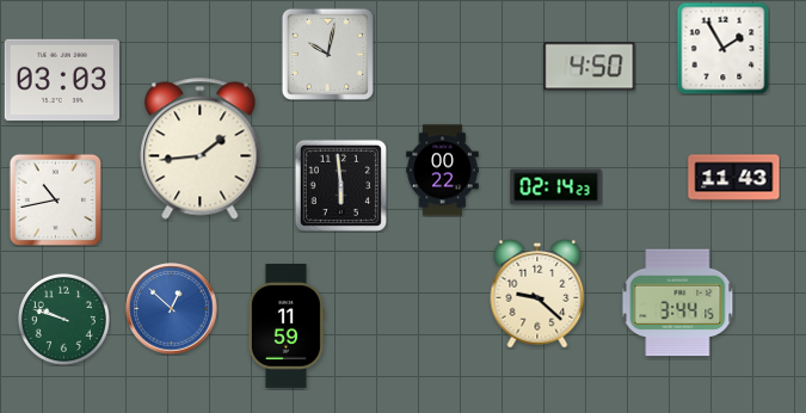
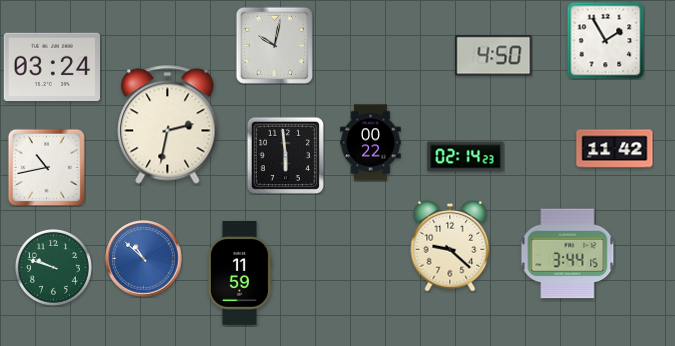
clock at (61, 80): 03:03 -> 03:24
clock at (201, 149): 1:44 -> 2:32
clock at (734, 178): 11:43 -> 11:42
clock at (172, 309): 12:52 -> 10:52
